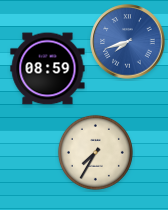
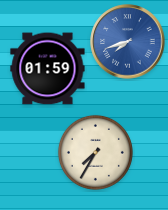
clock at (48, 69): 08:59 -> 01:59
